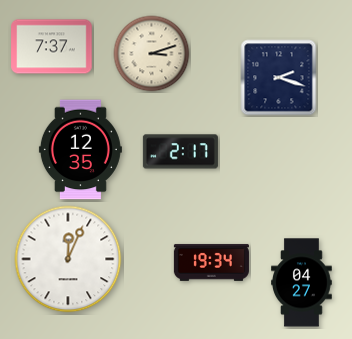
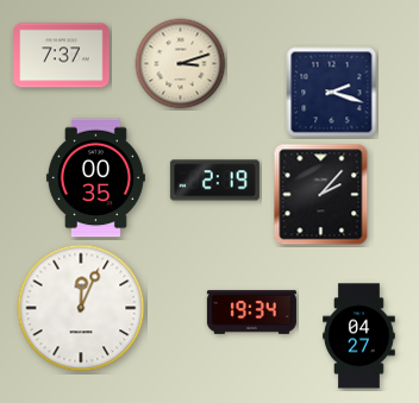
clock at (80, 150): 12:35 -> 00:35
clock at (180, 152): 2:17 -> 2:19
clock at (321, 195): none -> 2:07
